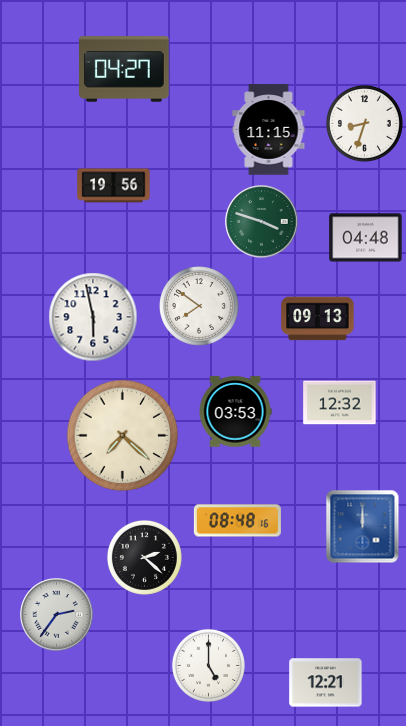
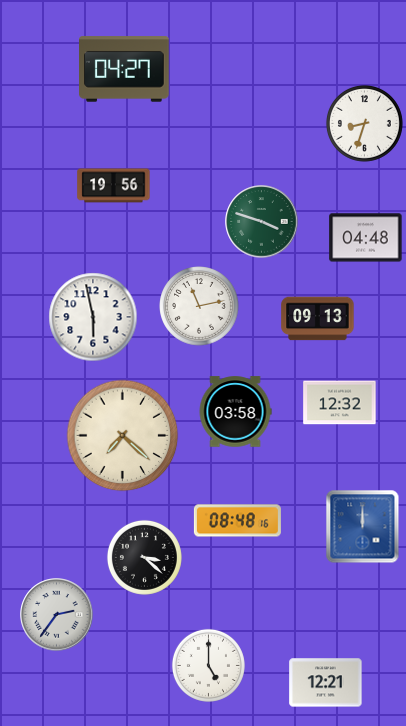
clock at (269, 130): 11:15 -> none
clock at (199, 306): 7:51 -> 11:13
clock at (235, 412): 03:53 -> 03:58
clock at (144, 557): 2:22 -> 3:22
